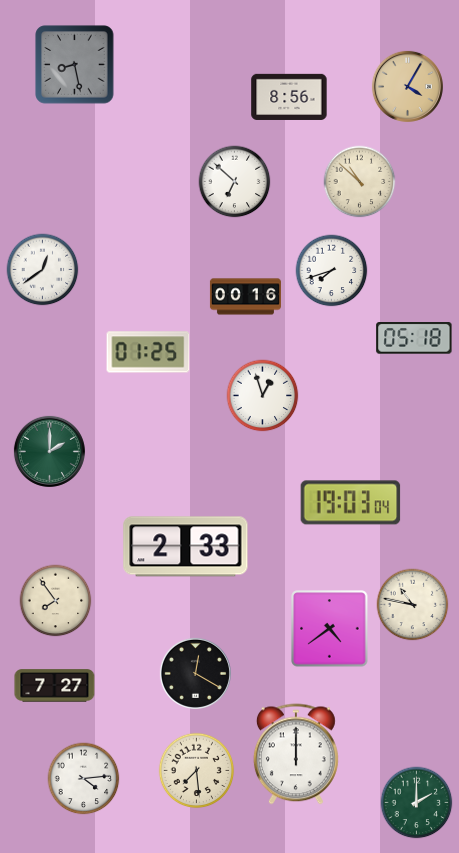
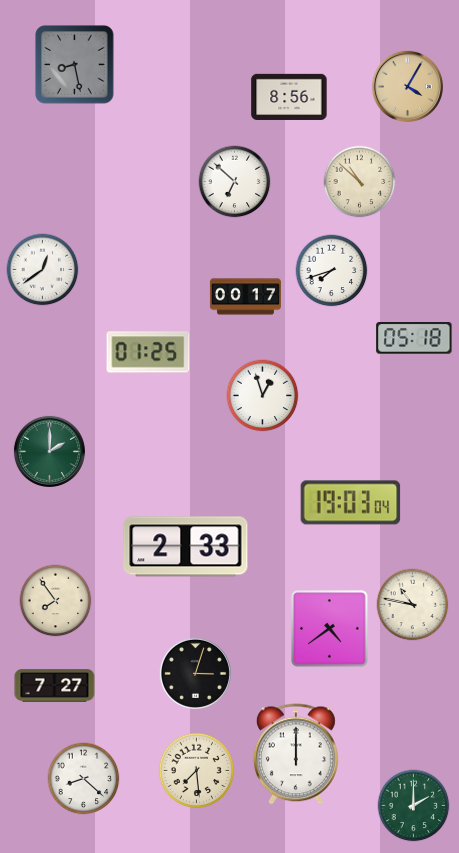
clock at (245, 297): 00:16 -> 00:17
clock at (195, 673): 12:20 -> 3:03
clock at (84, 779): 4:14 -> 8:22
clock at (417, 803) position: (417, 803) -> (414, 806)
